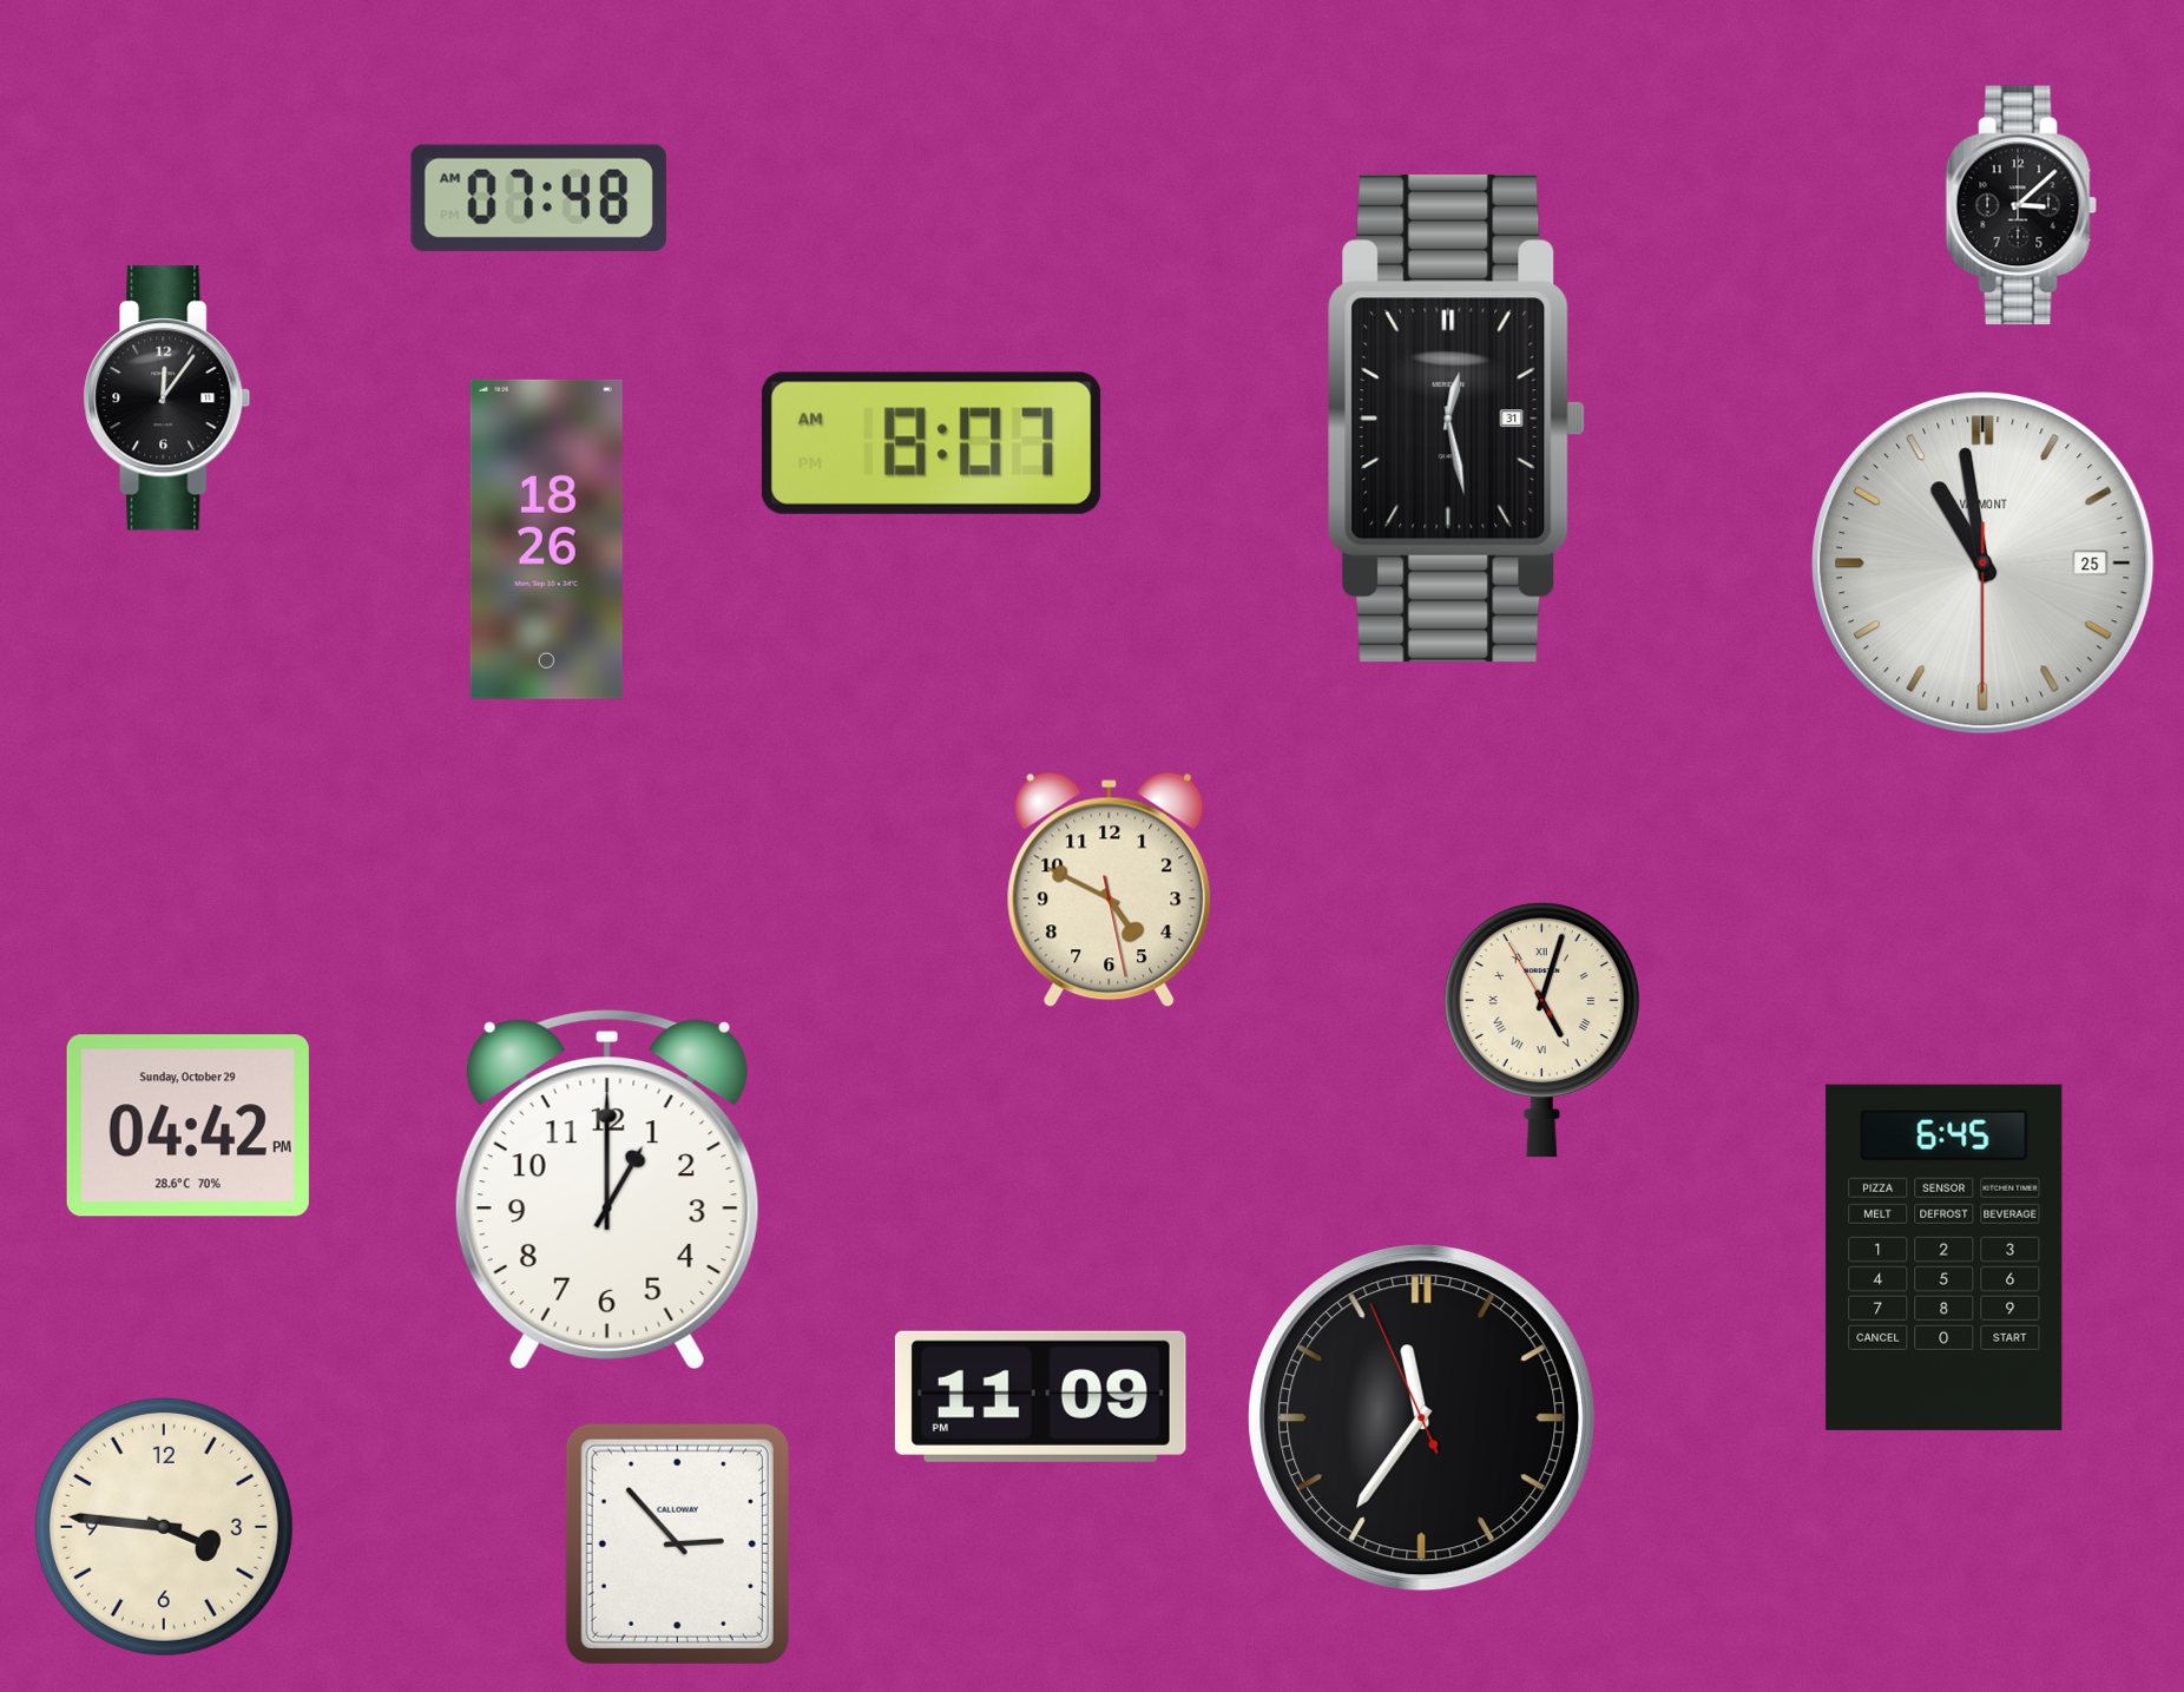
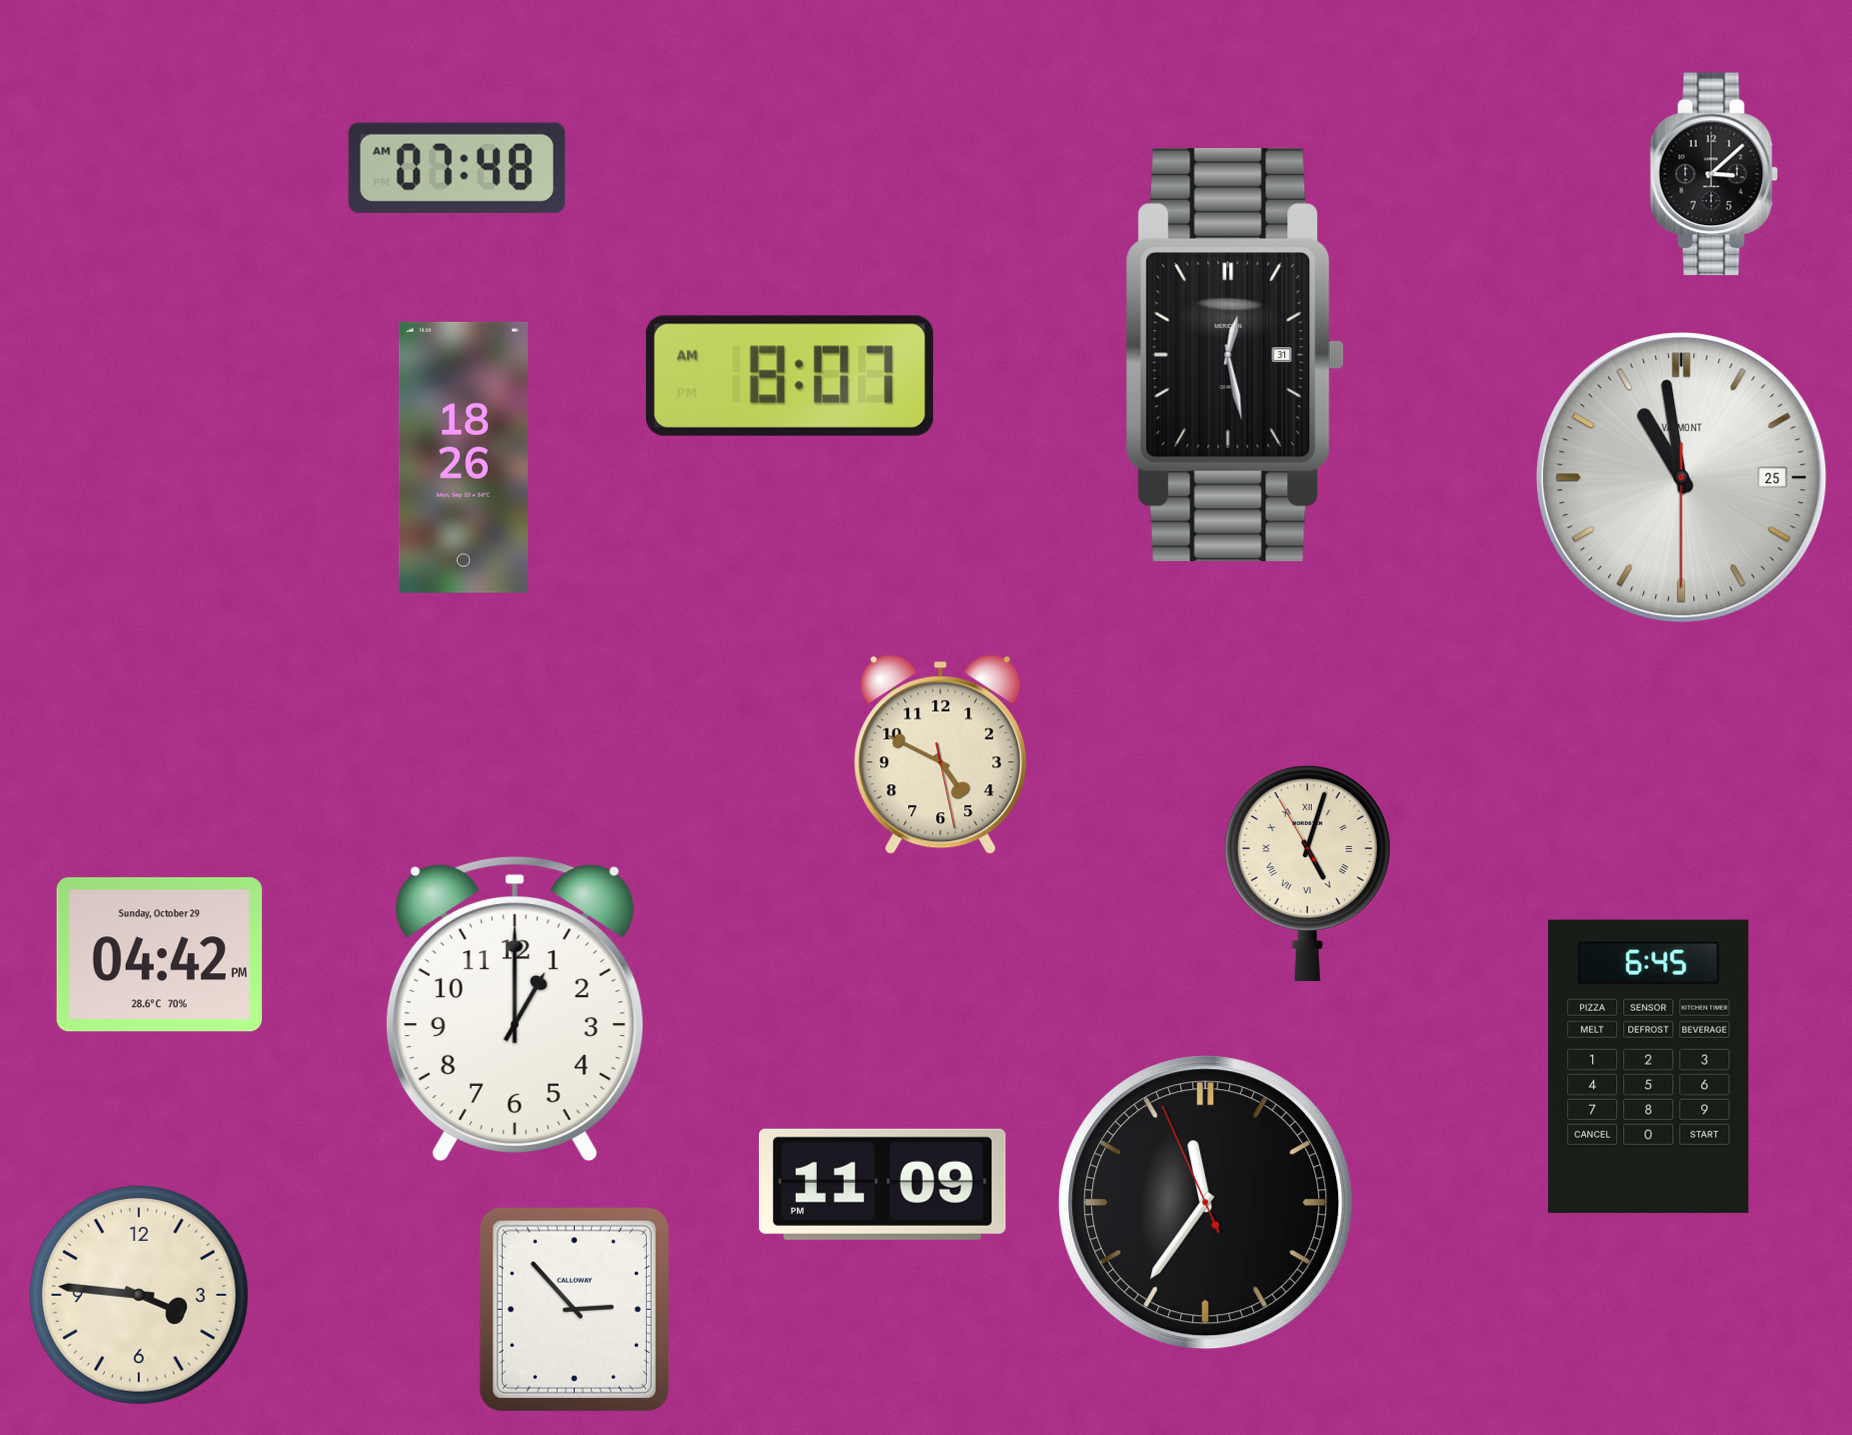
clock at (167, 399): 12:06 -> none
